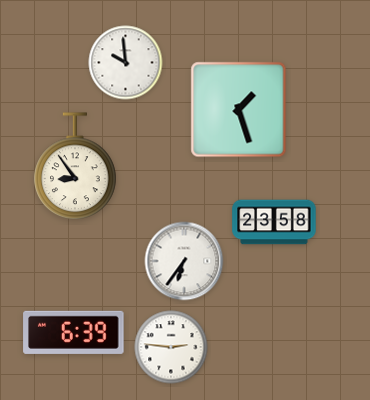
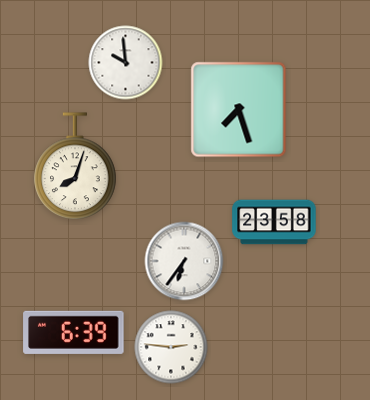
clock at (239, 110): 1:27 -> 7:27
clock at (75, 166): 8:54 -> 8:03
